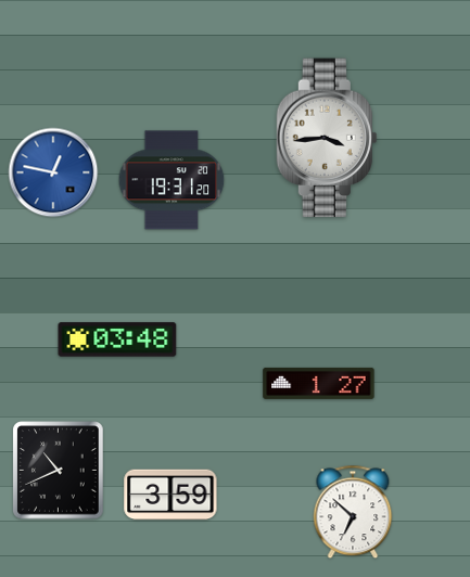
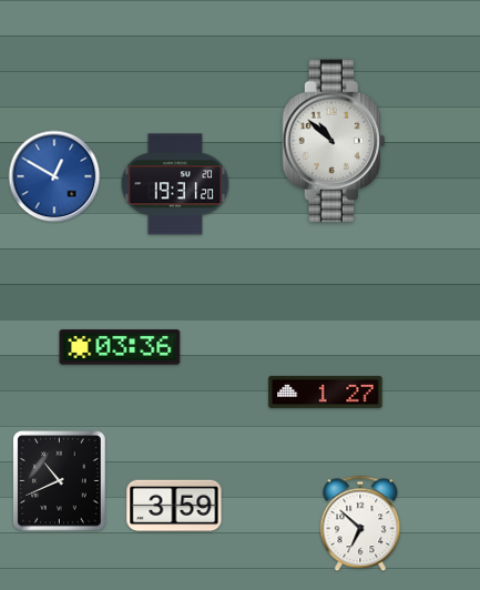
clock at (326, 138): 3:44 -> 10:52
clock at (53, 172): 12:47 -> 12:50
clock at (117, 339): 03:48 -> 03:36
